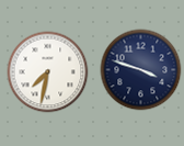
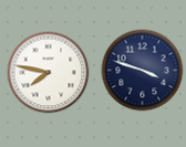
clock at (48, 72): 7:32 -> 7:47
